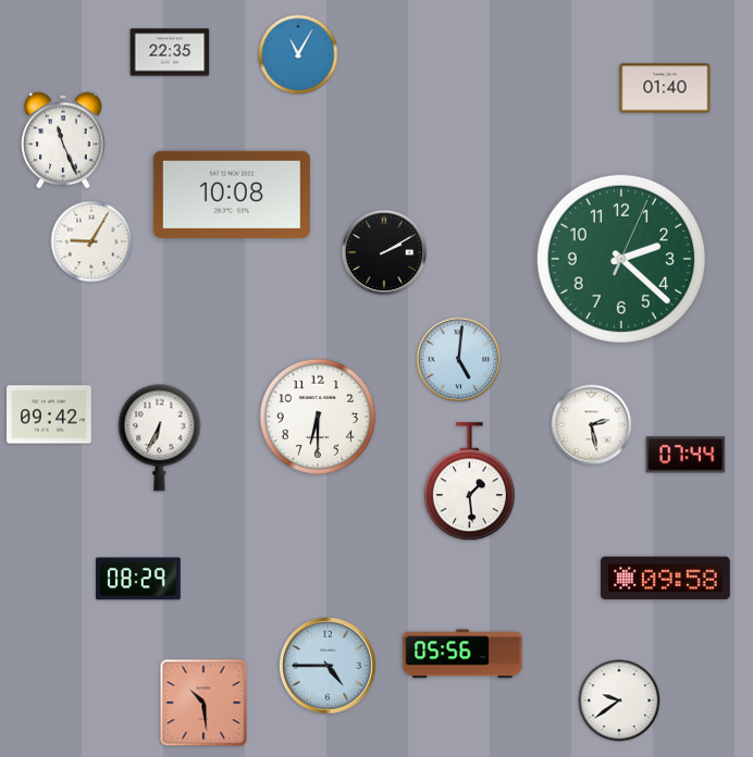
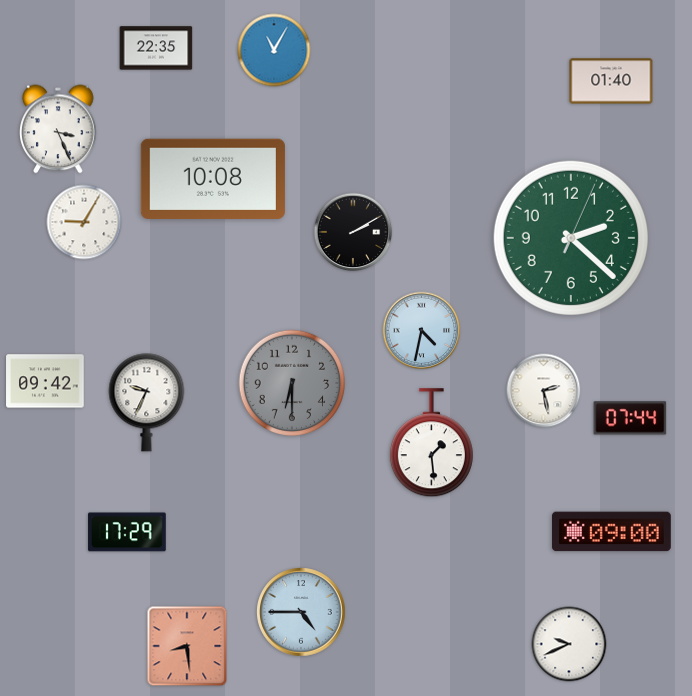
clock at (63, 140): 11:26 -> 3:26
clock at (459, 360): 5:01 -> 4:32
clock at (318, 417) dial: white -> grey
clock at (160, 438): 6:34 -> 9:34
clock at (138, 579): 08:29 -> 17:29
clock at (665, 579): 09:58 -> 09:00
clock at (462, 654): 05:56 -> none
clock at (619, 700): 9:39 -> 9:41
clock at (203, 703): 10:29 -> 8:29
